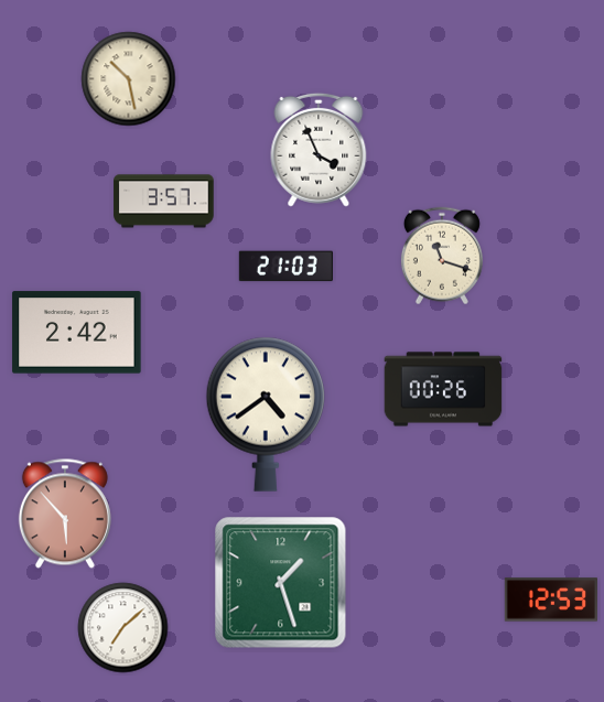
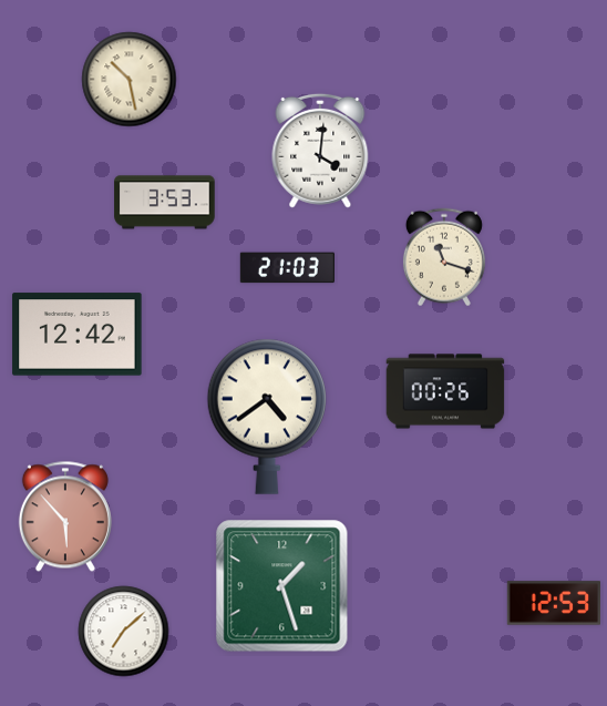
clock at (319, 150): 3:56 -> 4:01
clock at (164, 202): 3:57 -> 3:53
clock at (77, 333): 2:42 -> 12:42
